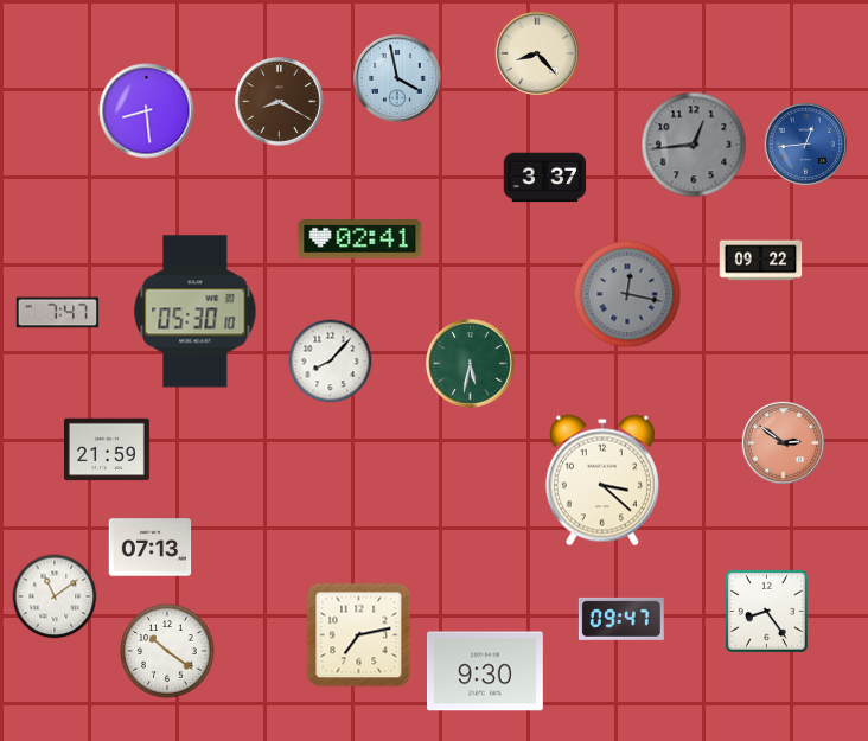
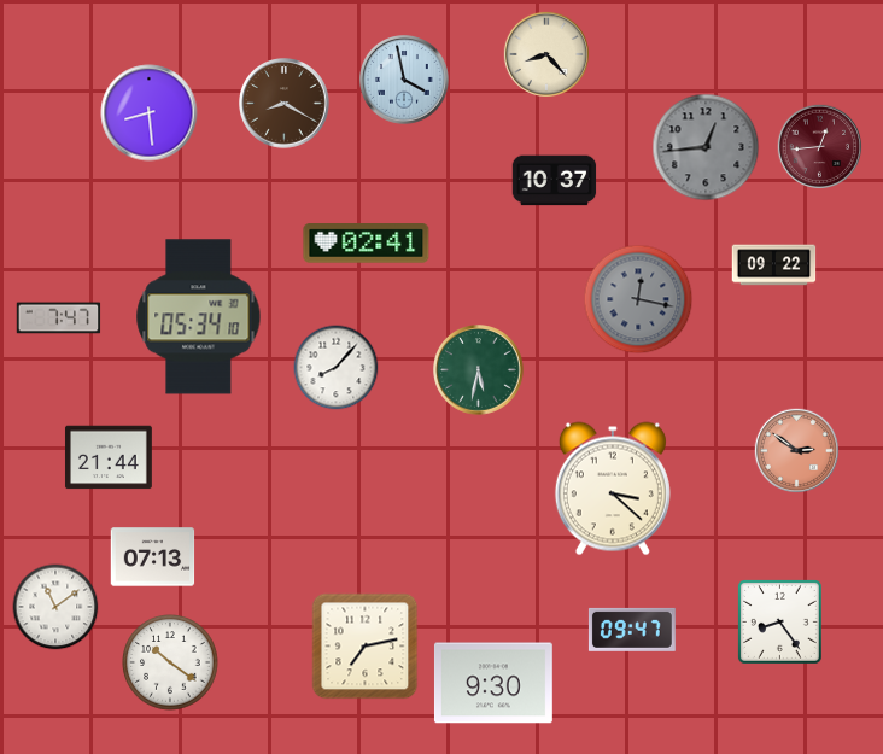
clock at (805, 143) dial: blue -> burgundy
clock at (545, 178): 3:37 -> 10:37
clock at (196, 312): 05:30 -> 05:34
clock at (107, 449): 21:59 -> 21:44
